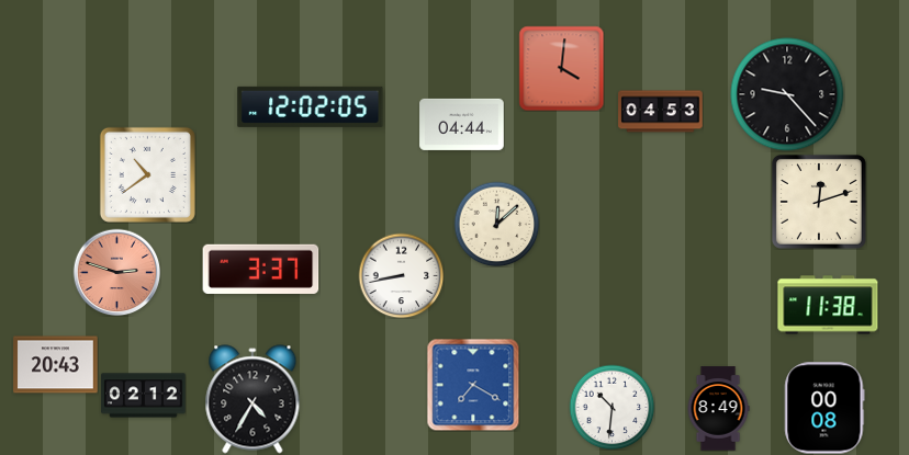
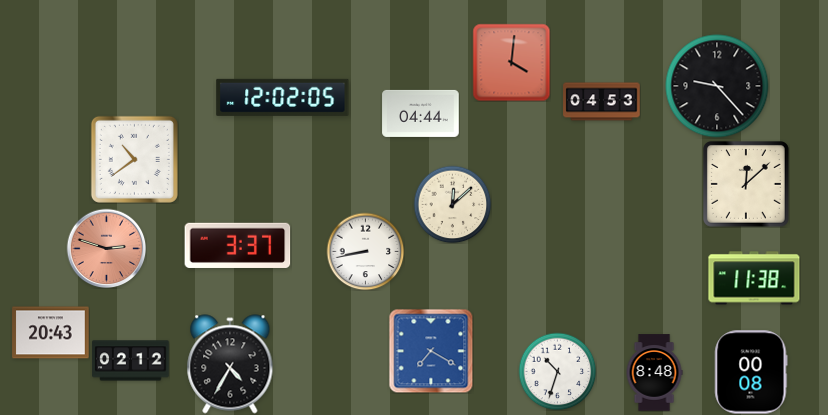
clock at (819, 202): 12:12 -> 12:08
clock at (611, 407): 10:31 -> 10:33
clock at (718, 409): 8:49 -> 8:48
